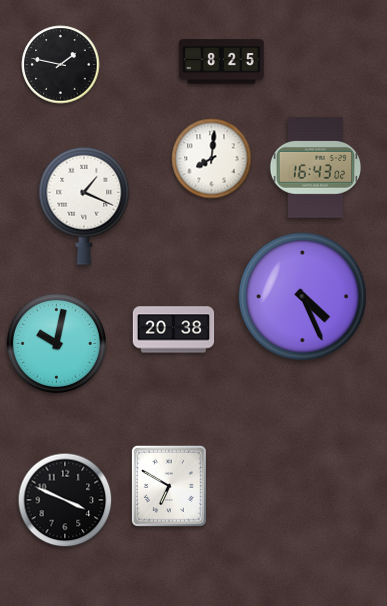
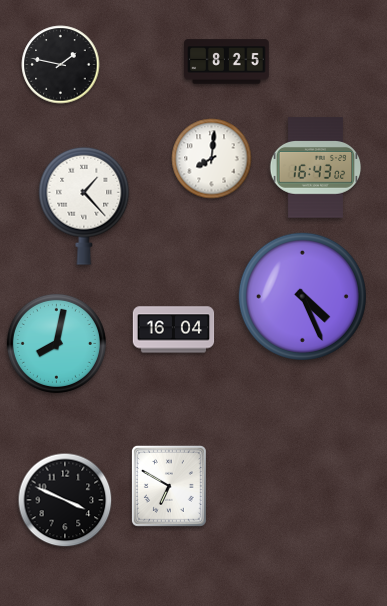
clock at (222, 62) position: (222, 62) -> (227, 62)
clock at (84, 206): 1:19 -> 1:23
clock at (174, 330): 20:38 -> 16:04
clock at (56, 343): 10:02 -> 8:02
